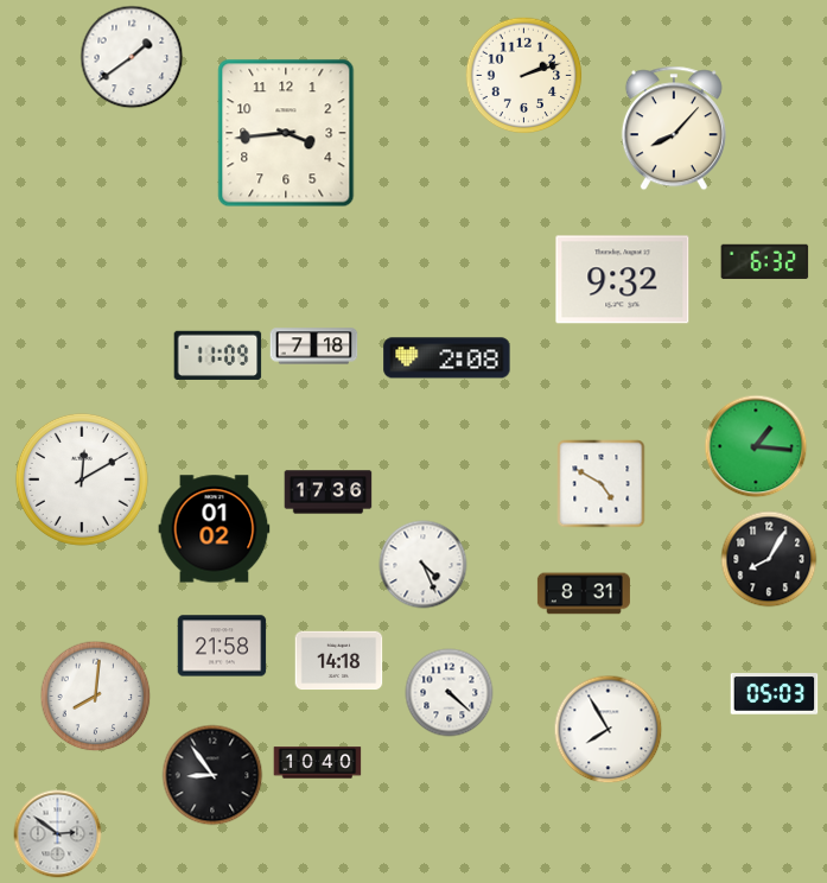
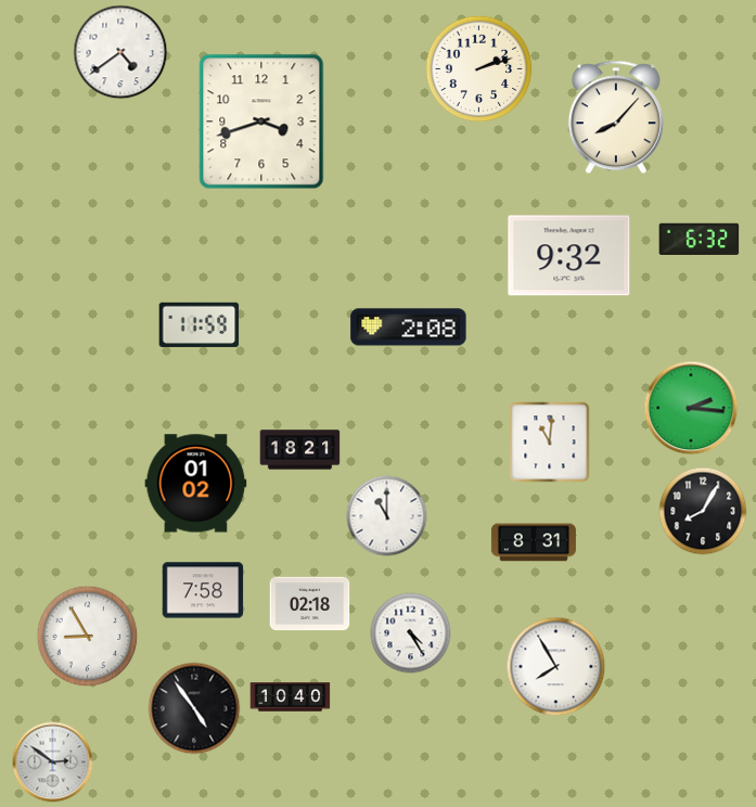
clock at (132, 57): 1:39 -> 4:39
clock at (286, 133): 3:44 -> 3:42
clock at (314, 347): 7:18 -> none
clock at (218, 355): 11:09 -> 11:59
clock at (756, 446): 1:16 -> 2:16
clock at (82, 479): 12:10 -> none
clock at (602, 484): 4:50 -> 11:01
clock at (329, 493): 17:36 -> 18:21
clock at (424, 565): 4:26 -> 11:00
clock at (222, 646): 21:58 -> 7:58
clock at (339, 661): 14:18 -> 02:18
clock at (450, 693): 4:22 -> 4:25
clock at (775, 694): 05:03 -> none
clock at (96, 697): 8:01 -> 8:55
clock at (212, 775): 8:54 -> 4:54
